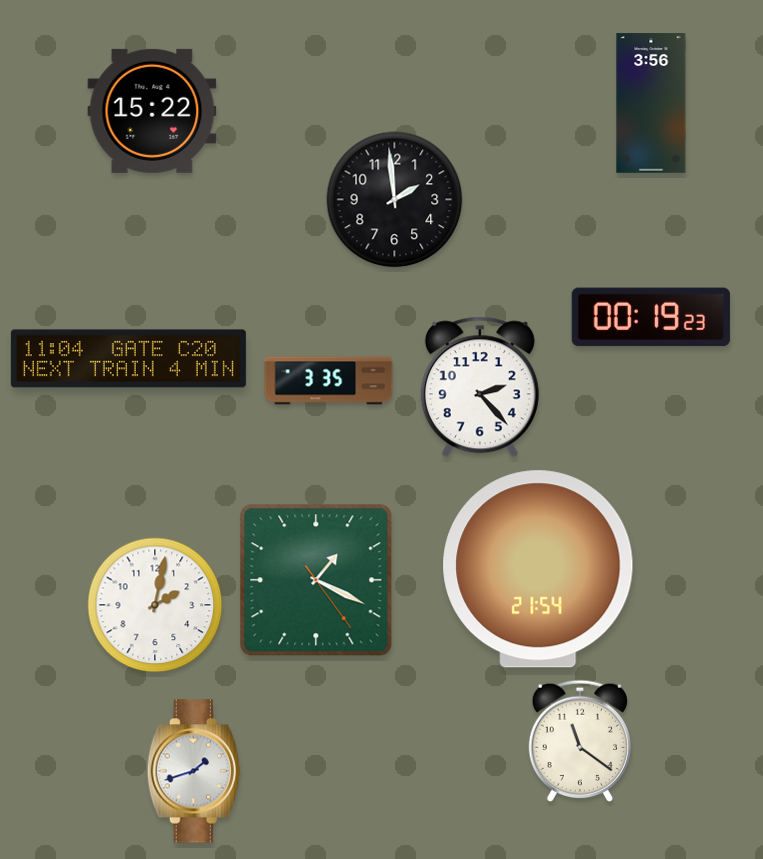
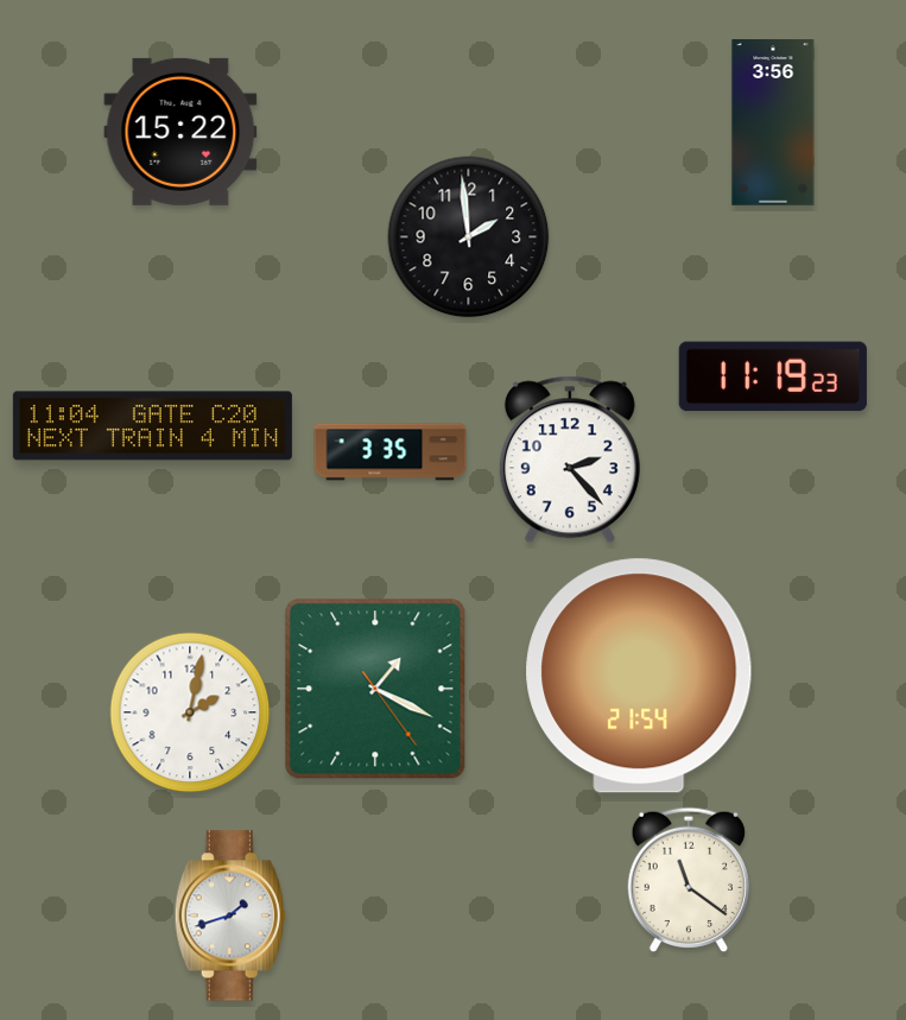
clock at (651, 317): 00:19 -> 11:19
clock at (155, 605) position: (155, 605) -> (190, 712)
